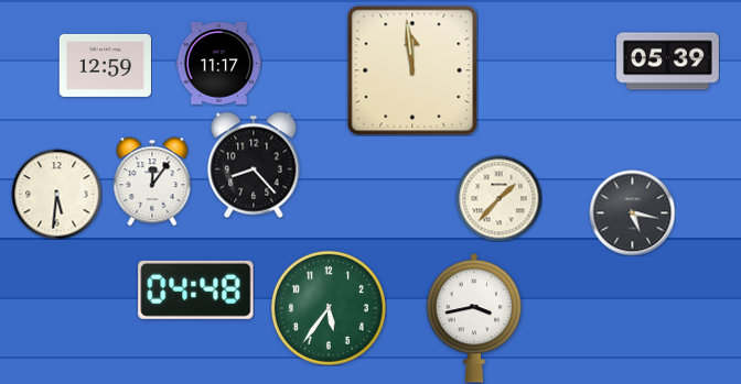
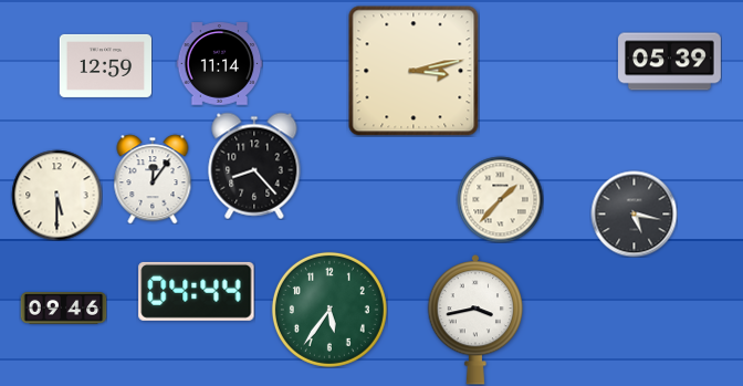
clock at (218, 64): 11:17 -> 11:14
clock at (412, 70): 11:59 -> 3:13
clock at (152, 182) position: (152, 182) -> (153, 179)
clock at (56, 194): 5:31 -> 5:30
clock at (196, 289): 04:48 -> 04:44
clock at (63, 309): none -> 09:46
